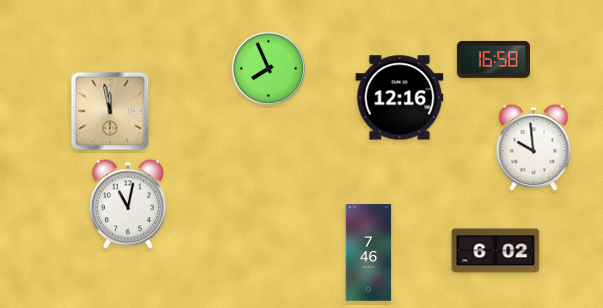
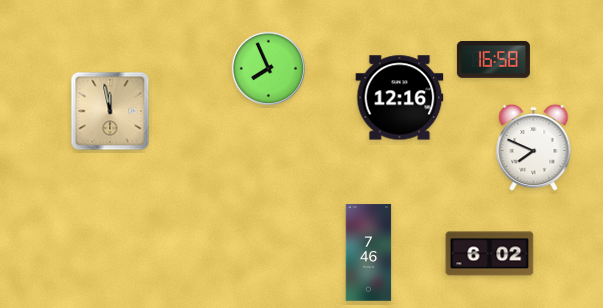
clock at (534, 148): 9:59 -> 7:49
clock at (128, 204): 11:02 -> none
clock at (496, 251) position: (496, 251) -> (490, 254)
